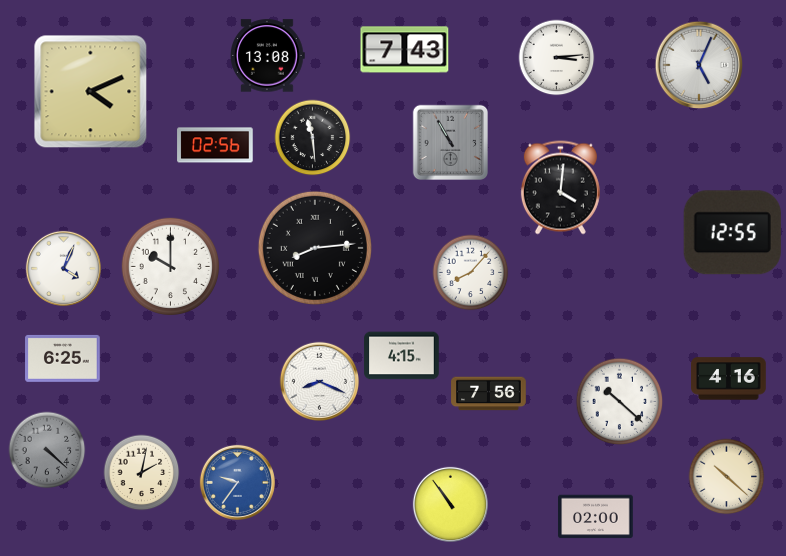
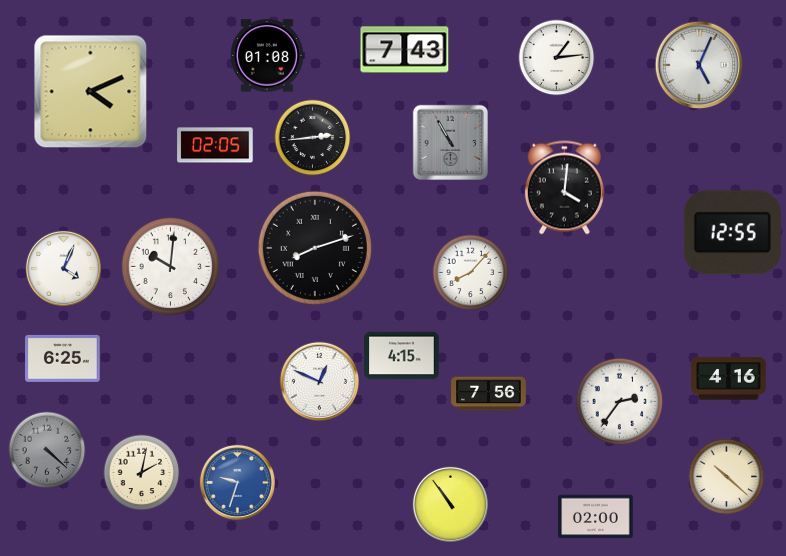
clock at (268, 56): 13:08 -> 01:08
clock at (557, 58): 3:14 -> 1:14
clock at (313, 138): 11:29 -> 2:44
clock at (215, 145): 02:56 -> 02:05
clock at (560, 188) position: (560, 188) -> (564, 188)
clock at (315, 248): 8:14 -> 8:12
clock at (170, 266): 10:00 -> 10:01
clock at (319, 381): 8:19 -> 12:49
clock at (620, 402): 10:22 -> 2:36
clock at (237, 482): 9:36 -> 9:33
